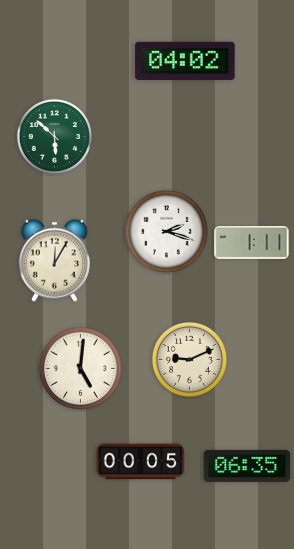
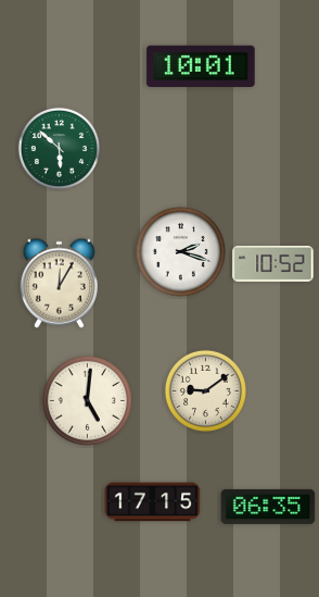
clock at (185, 60): 04:02 -> 10:01
clock at (252, 242): 1:11 -> 10:52
clock at (189, 359): 9:11 -> 9:09
clock at (141, 462): 00:05 -> 17:15
